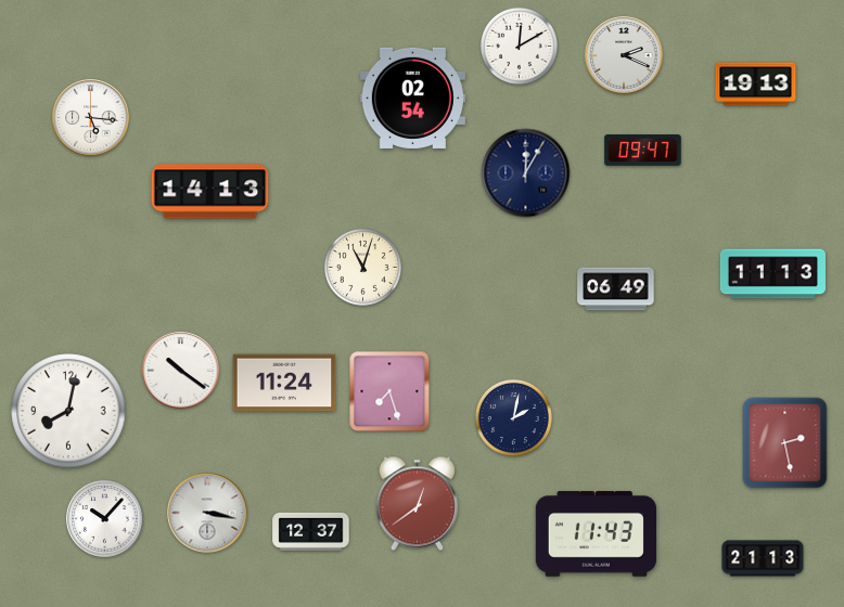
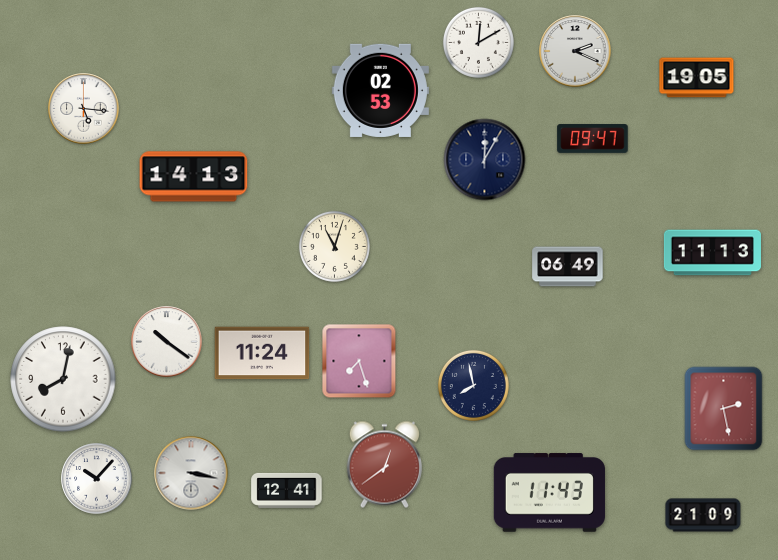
clock at (756, 85): 19:13 -> 19:05
clock at (412, 98): 02:54 -> 02:53
clock at (513, 417): 2:02 -> 7:58
clock at (311, 531): 12:37 -> 12:41
clock at (763, 558): 21:13 -> 21:09
